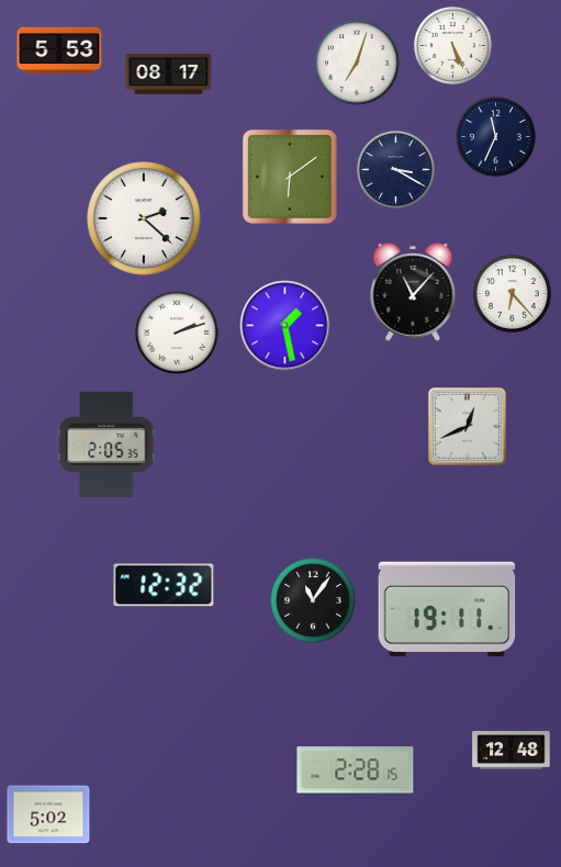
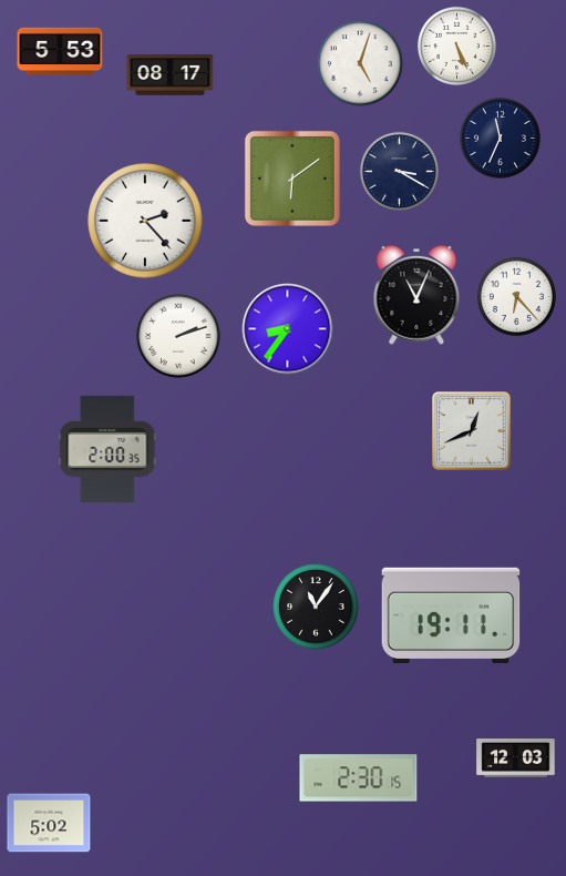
clock at (357, 63): 7:03 -> 5:03
clock at (144, 218): 2:22 -> 2:23
clock at (413, 292): 11:07 -> 11:04
clock at (285, 326): 1:28 -> 8:36
clock at (106, 444): 2:05 -> 2:00
clock at (164, 585): 12:32 -> none
clock at (512, 751): 12:48 -> 12:03
clock at (356, 770): 2:28 -> 2:30
